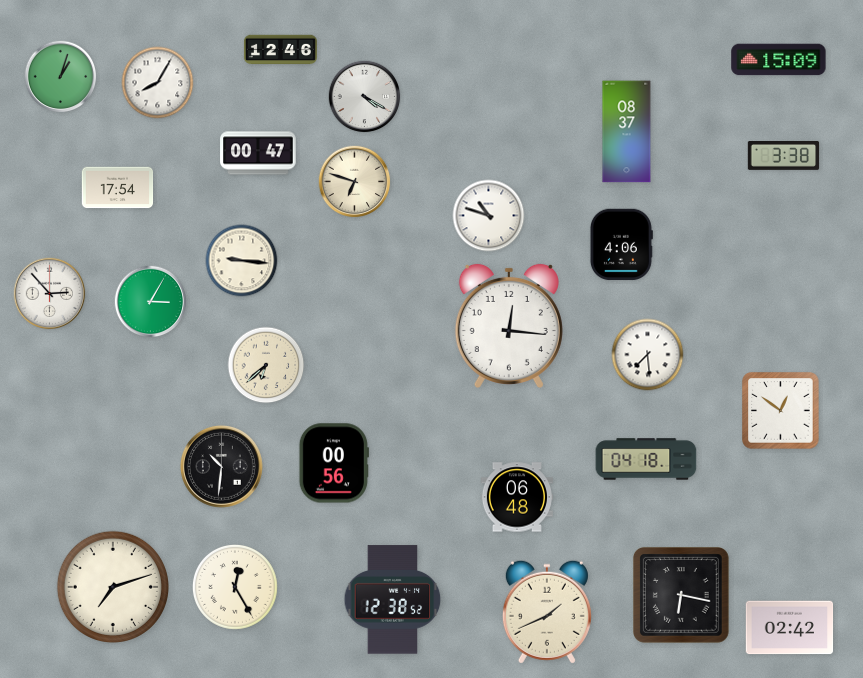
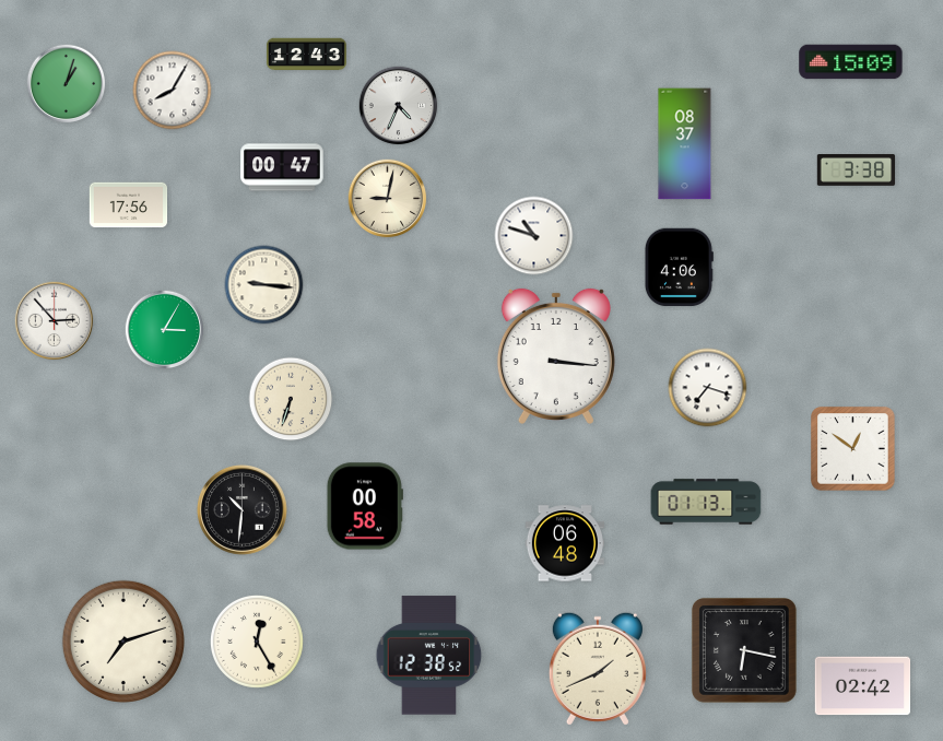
clock at (280, 50): 12:46 -> 12:43
clock at (779, 60) position: (779, 60) -> (851, 62)
clock at (365, 97): 4:20 -> 4:34
clock at (355, 182): 6:48 -> 9:02
clock at (118, 188): 17:54 -> 17:56
clock at (509, 326): 12:16 -> 3:16
clock at (648, 355): 7:29 -> 7:18
clock at (266, 365): 6:38 -> 6:33
clock at (646, 459): 04:18 -> 01:13
clock at (334, 463): 00:56 -> 00:58
